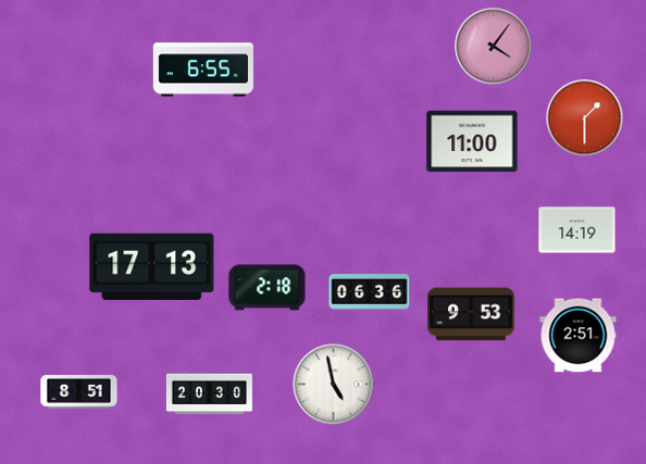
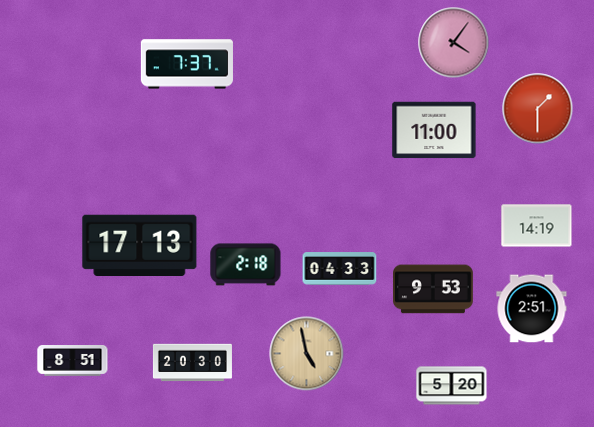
clock at (203, 70): 6:55 -> 7:37
clock at (577, 230) position: (577, 230) -> (537, 226)
clock at (370, 292): 06:36 -> 04:33
clock at (334, 385) dial: white -> champagne
clock at (452, 386): none -> 5:20
